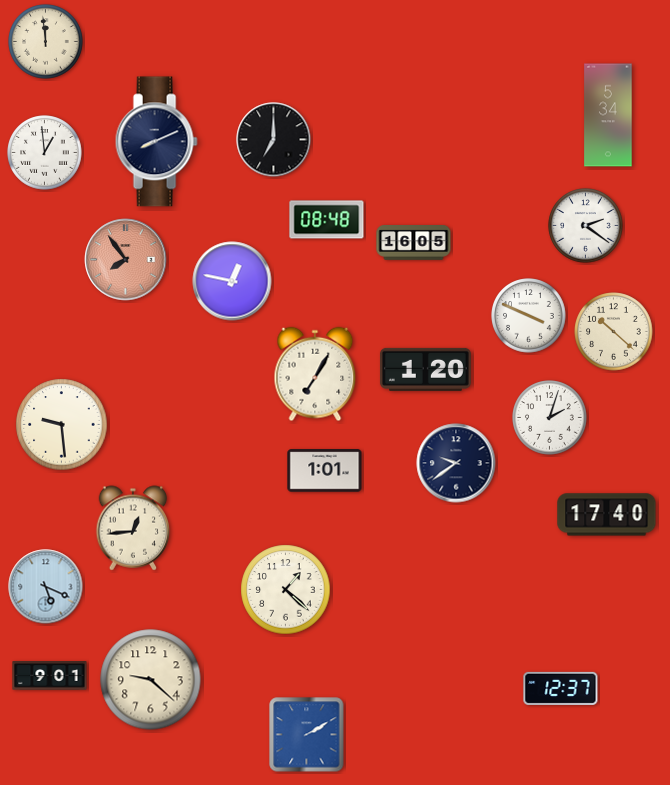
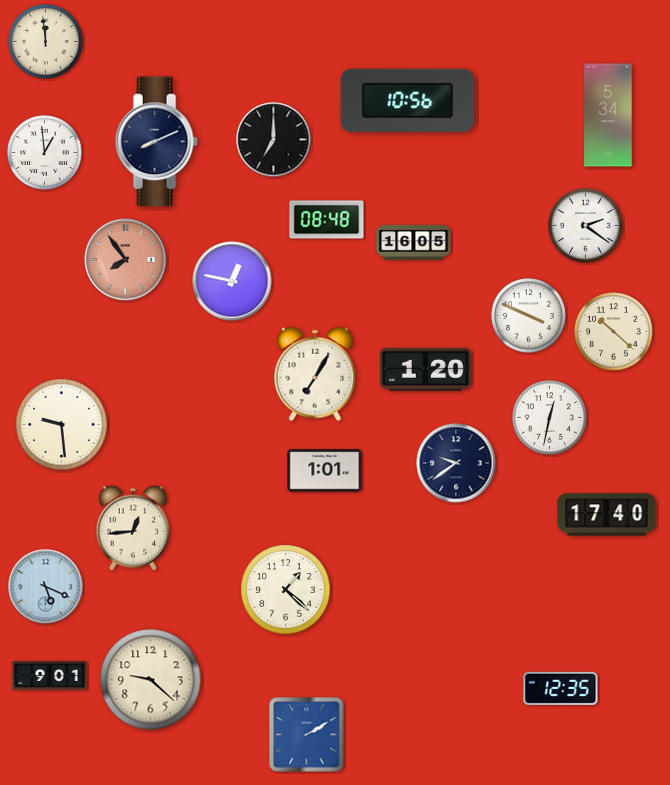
clock at (408, 100): none -> 10:56
clock at (550, 418): 2:03 -> 12:32
clock at (561, 688): 12:37 -> 12:35
